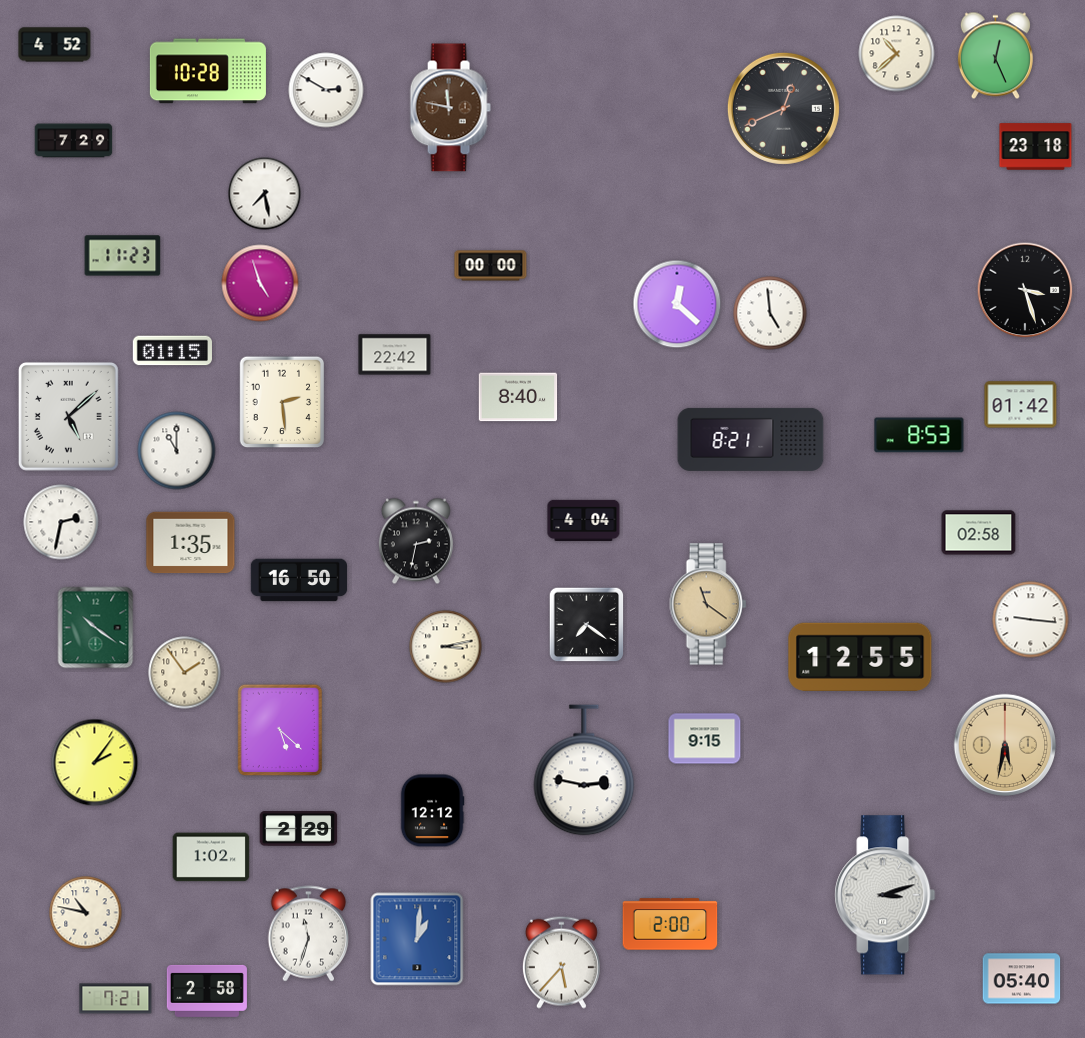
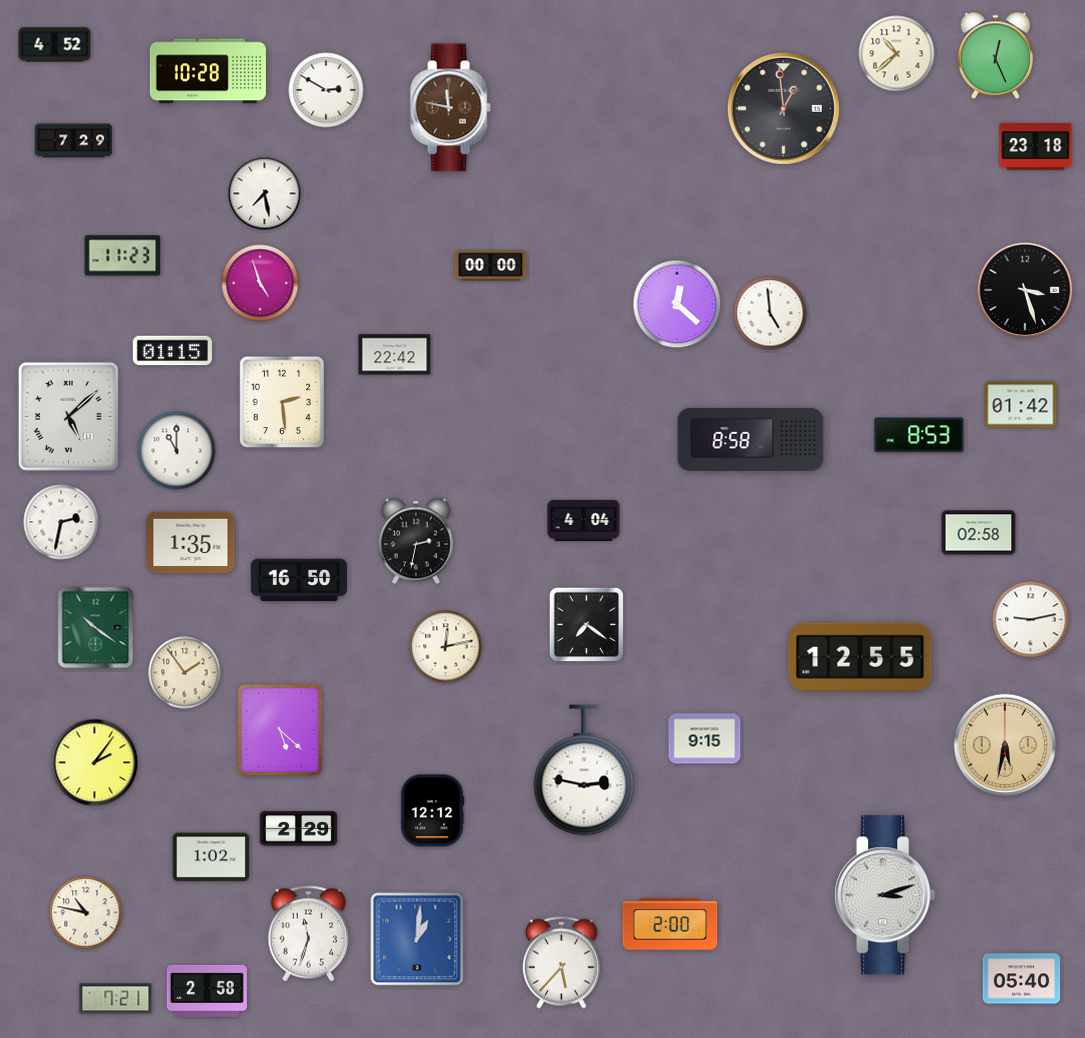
clock at (783, 108): 12:41 -> 12:59
clock at (518, 397): 8:40 -> none
clock at (751, 439): 8:21 -> 8:58
clock at (708, 604): 11:21 -> none
clock at (1031, 620): 9:16 -> 9:13
clock at (446, 647): 3:13 -> 12:13
